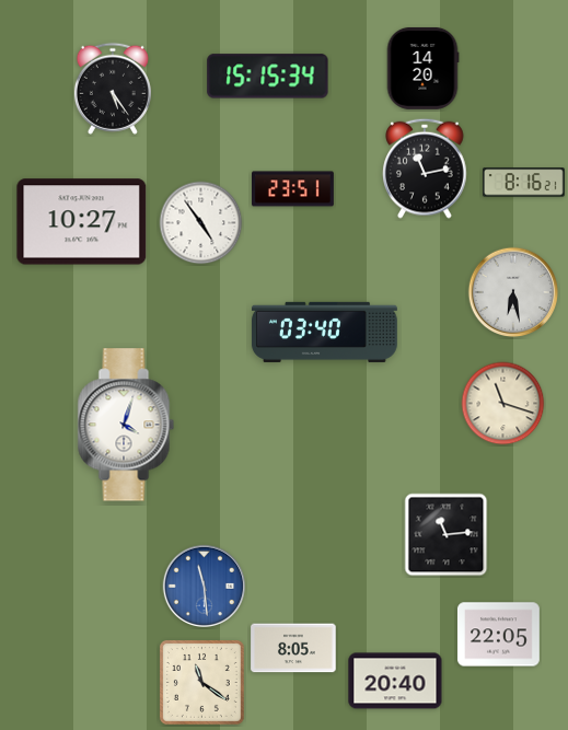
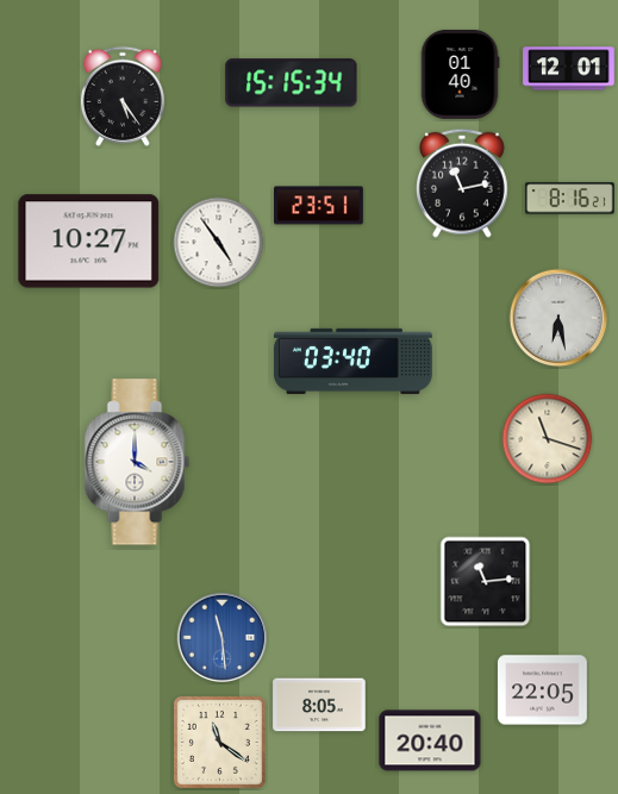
clock at (569, 69): none -> 12:01
clock at (422, 69): 14:20 -> 01:40
clock at (126, 425): 4:03 -> 4:00
